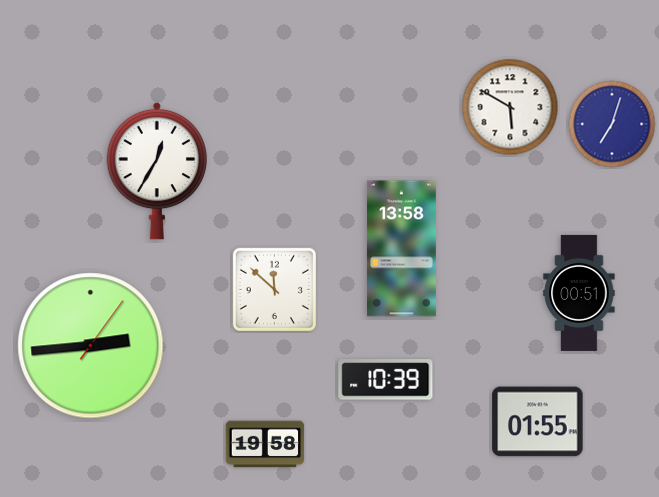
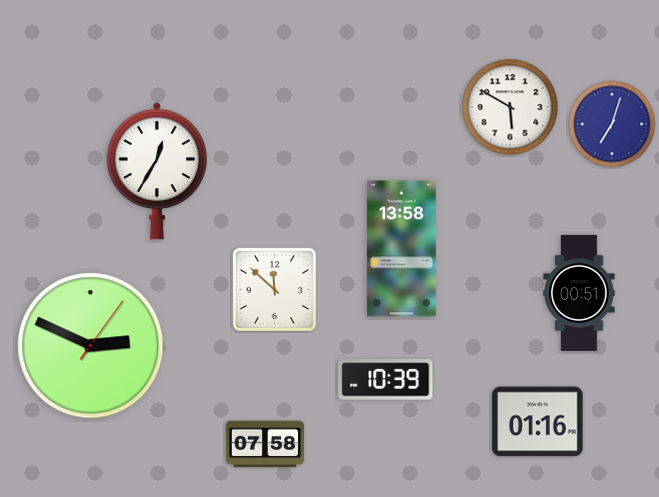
clock at (91, 346): 2:44 -> 2:49
clock at (538, 422): 01:55 -> 01:16
clock at (265, 444): 19:58 -> 07:58
